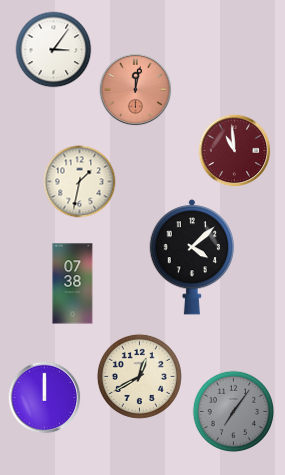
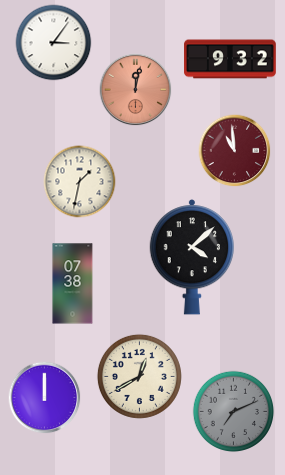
clock at (54, 50) position: (54, 50) -> (54, 43)
clock at (230, 59): none -> 9:32
clock at (234, 412): 7:06 -> 7:11
